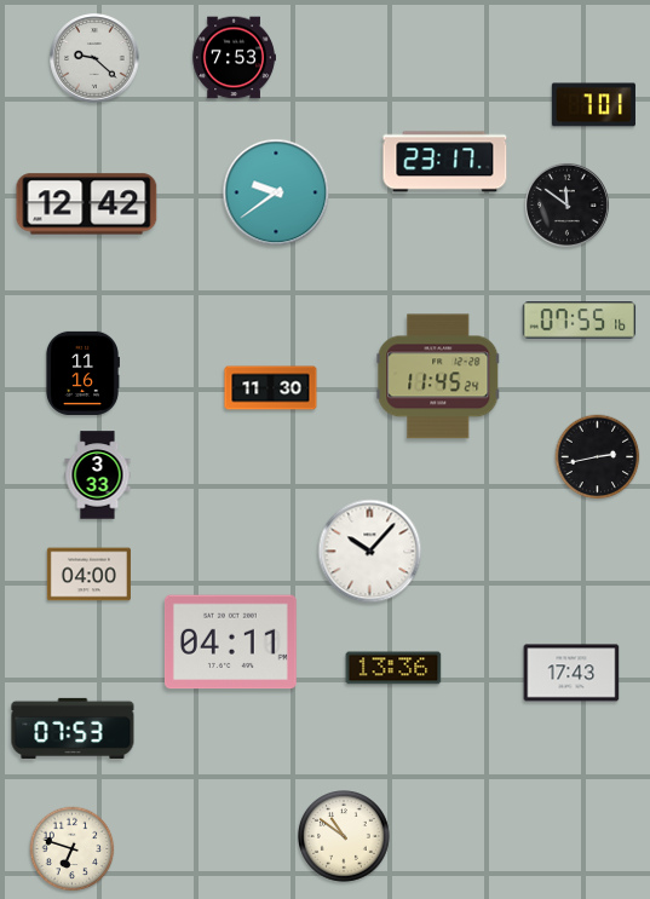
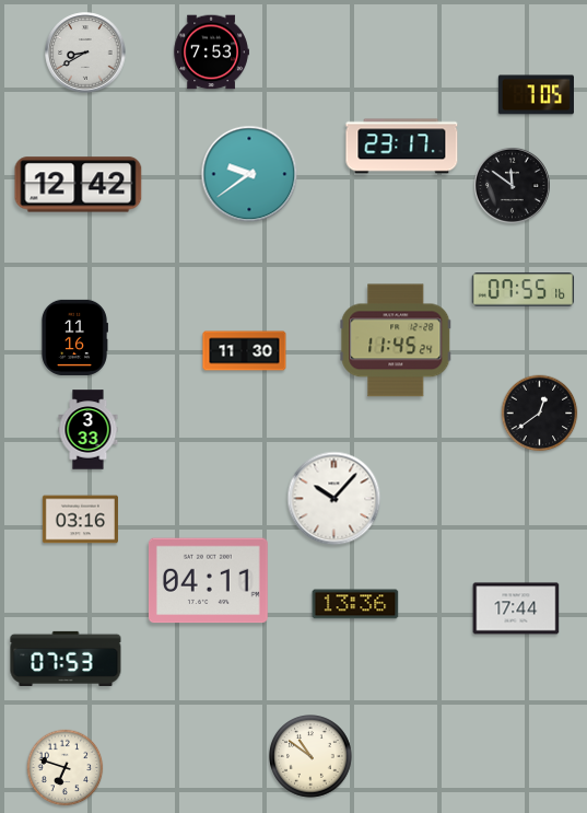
clock at (94, 58): 9:22 -> 8:40
clock at (593, 105): 7:01 -> 7:05
clock at (598, 457): 2:43 -> 12:39
clock at (88, 575): 04:00 -> 03:16
clock at (571, 673): 17:43 -> 17:44
